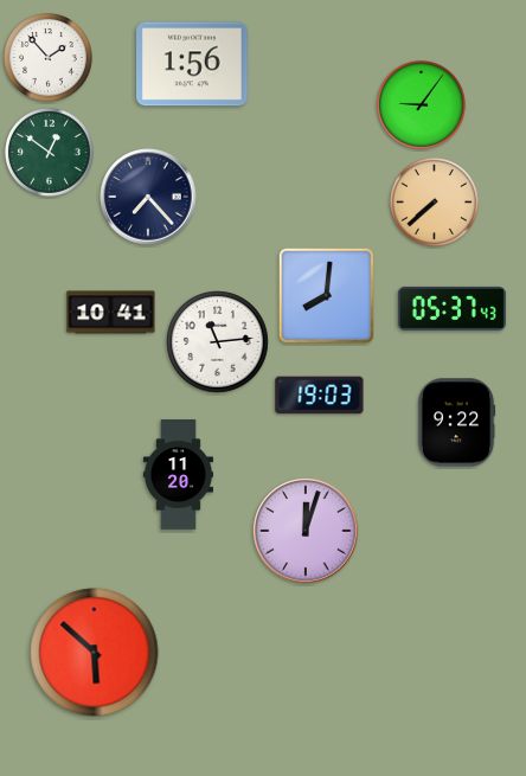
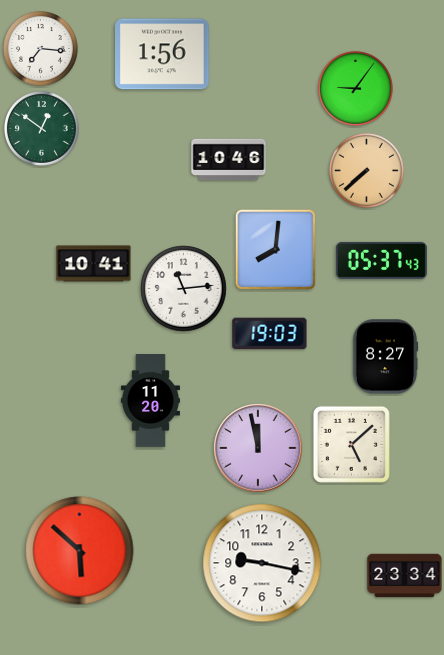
clock at (49, 58): 1:53 -> 7:16
clock at (229, 160): none -> 10:46
clock at (148, 197): 7:23 -> none
clock at (456, 423): 9:22 -> 8:27
clock at (351, 444): none -> 5:08
clock at (306, 531): 12:03 -> 11:58
clock at (262, 563): none -> 9:17
clock at (405, 576): none -> 23:34
